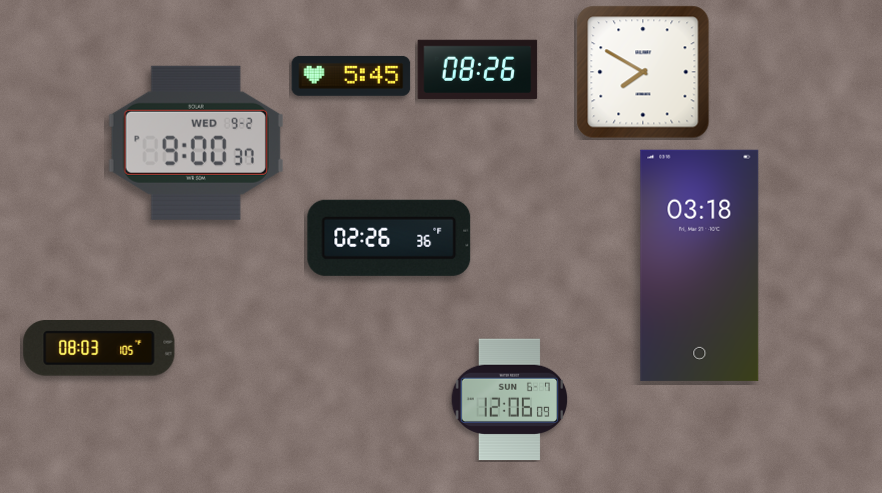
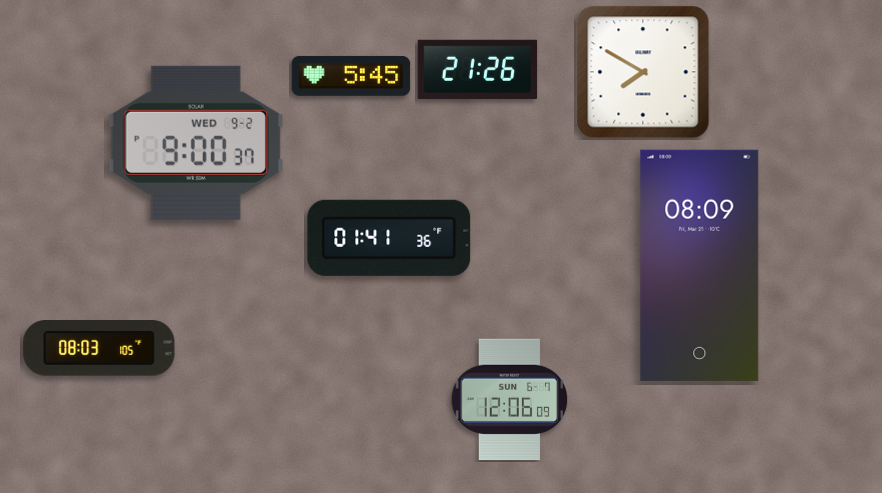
clock at (478, 69): 08:26 -> 21:26
clock at (389, 238): 02:26 -> 01:41
clock at (700, 265): 03:18 -> 08:09
